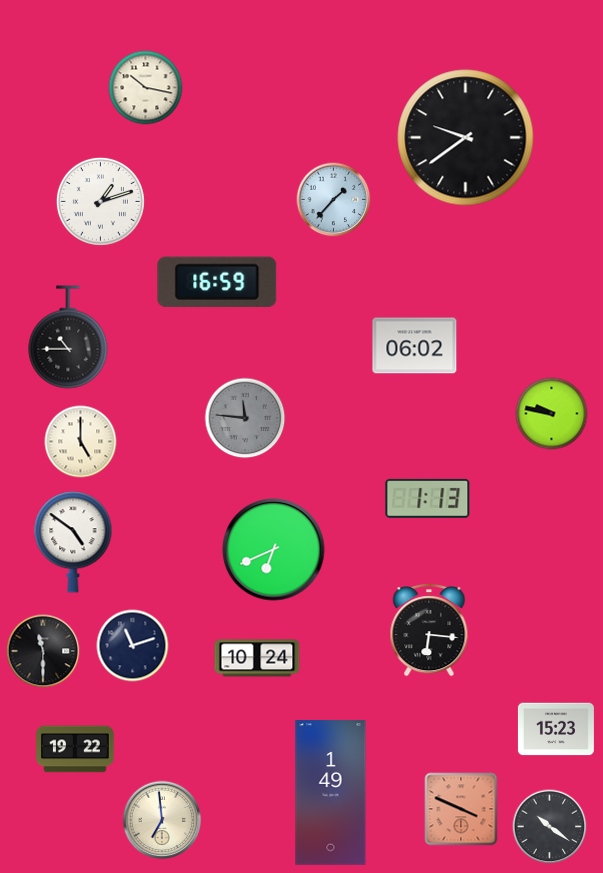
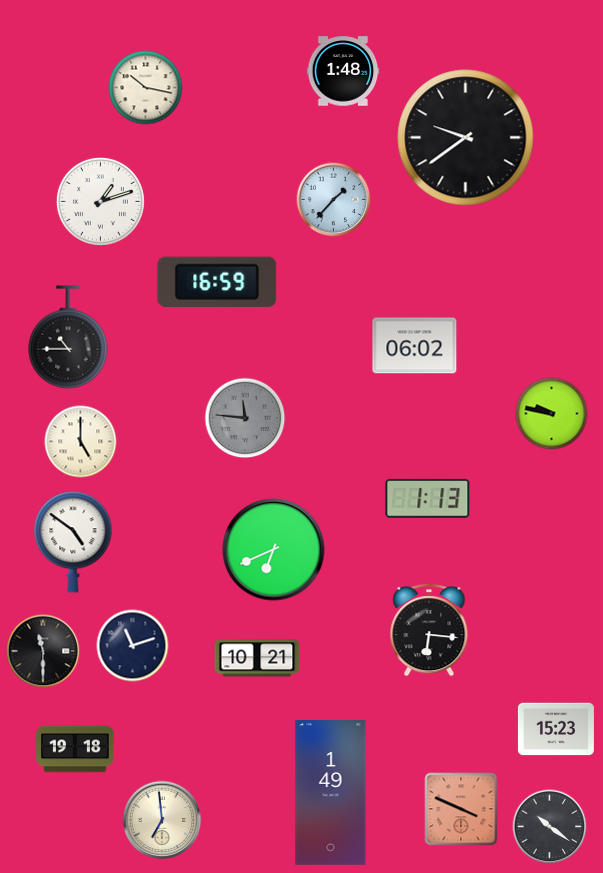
clock at (343, 71): none -> 1:48
clock at (257, 658): 10:24 -> 10:21
clock at (75, 749): 19:22 -> 19:18
